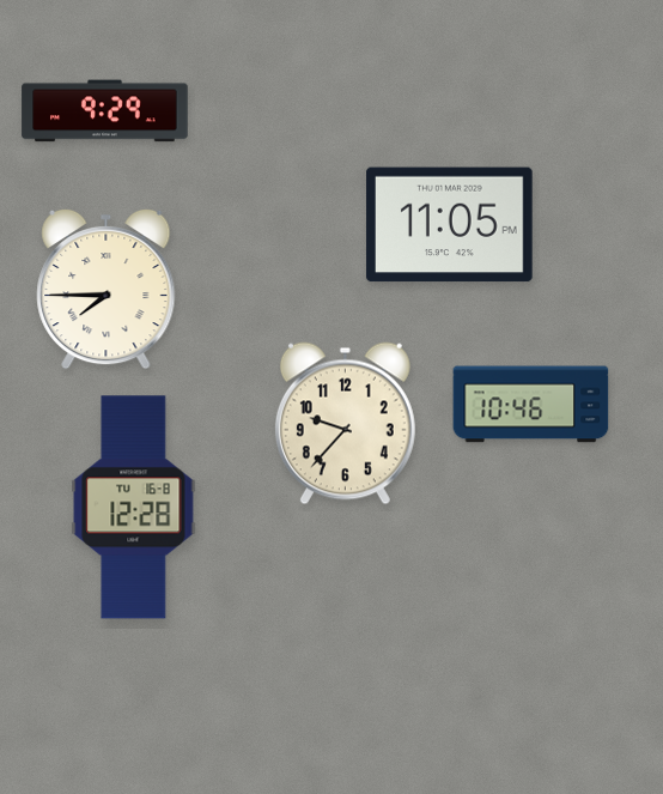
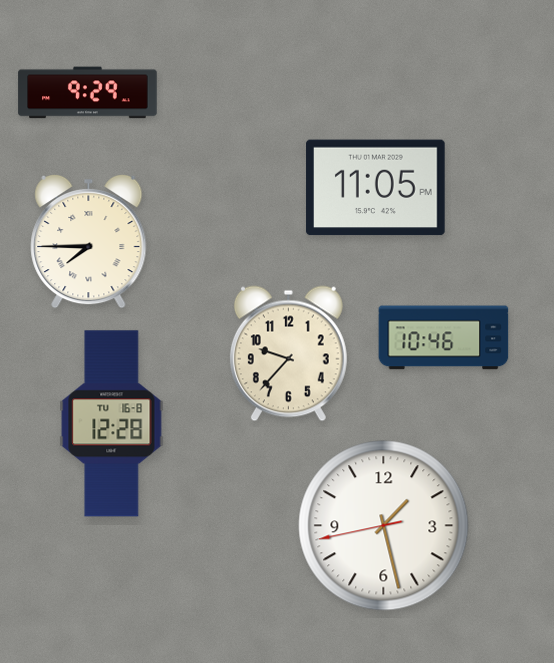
clock at (384, 526): none -> 1:27
